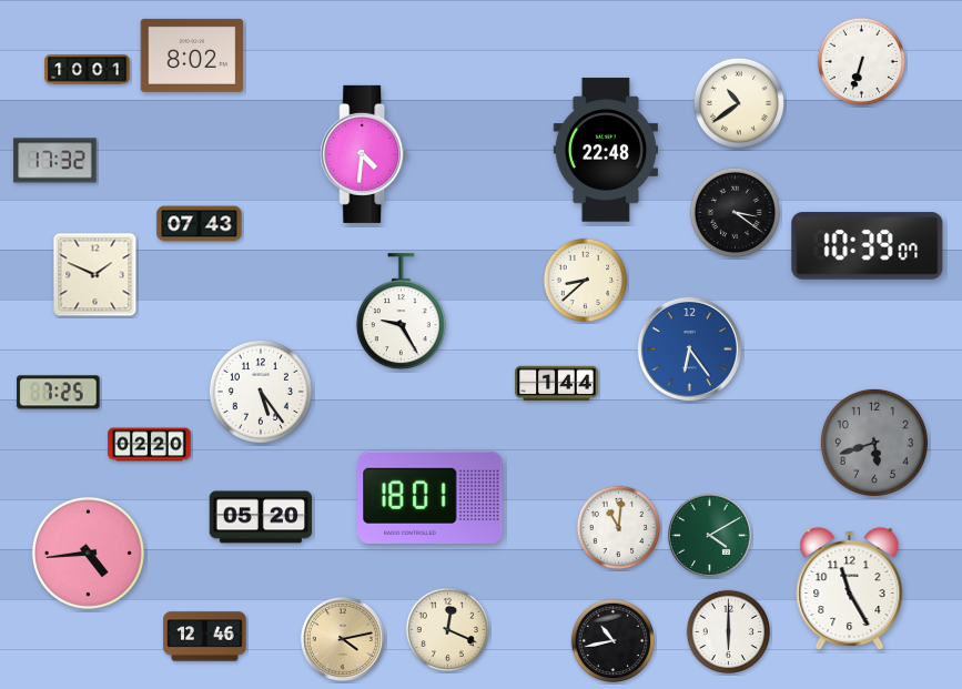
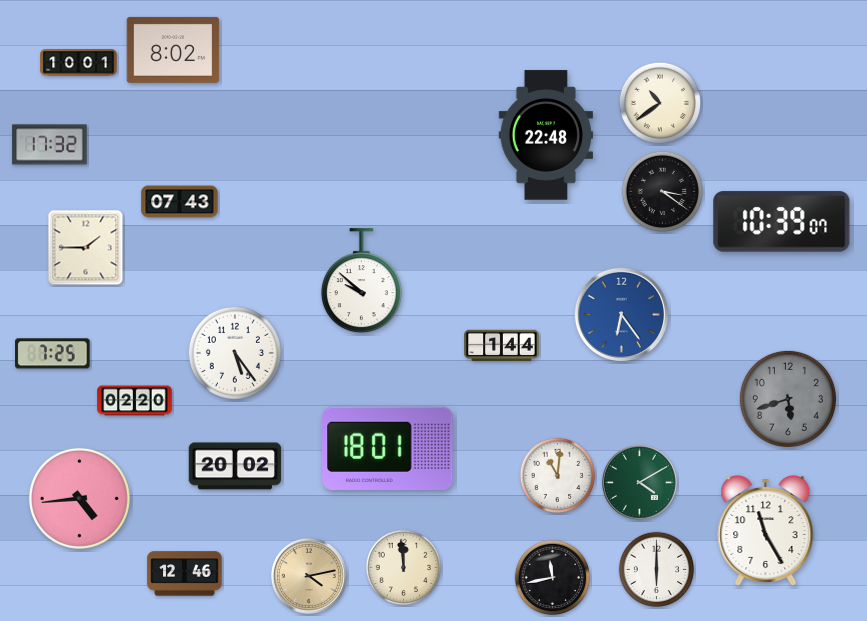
clock at (862, 62): 6:33 -> none
clock at (738, 102) position: (738, 102) -> (659, 102)
clock at (364, 154): 4:31 -> none
clock at (95, 275): 1:49 -> 1:45
clock at (586, 281): 8:38 -> none
clock at (401, 312): 9:25 -> 9:52
clock at (261, 517): 05:20 -> 20:02
clock at (448, 630): 12:19 -> 11:59
clock at (614, 641): 10:43 -> 11:43
